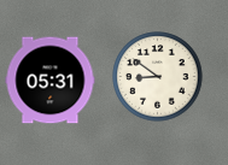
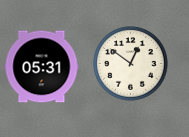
clock at (158, 77): 8:51 -> 12:51
